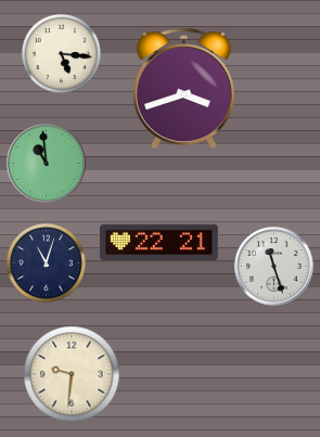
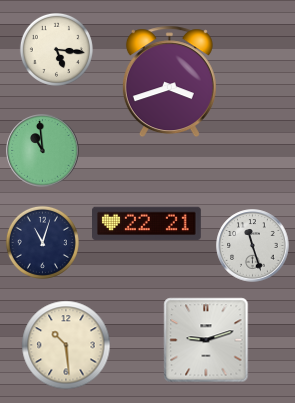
clock at (206, 340): none -> 9:12
clock at (72, 374): 9:31 -> 10:29
